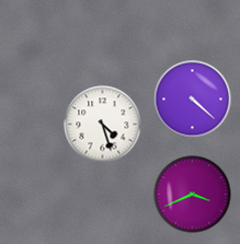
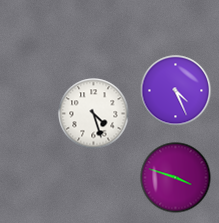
clock at (193, 100): 4:22 -> 4:26
clock at (193, 195): 3:41 -> 3:48
